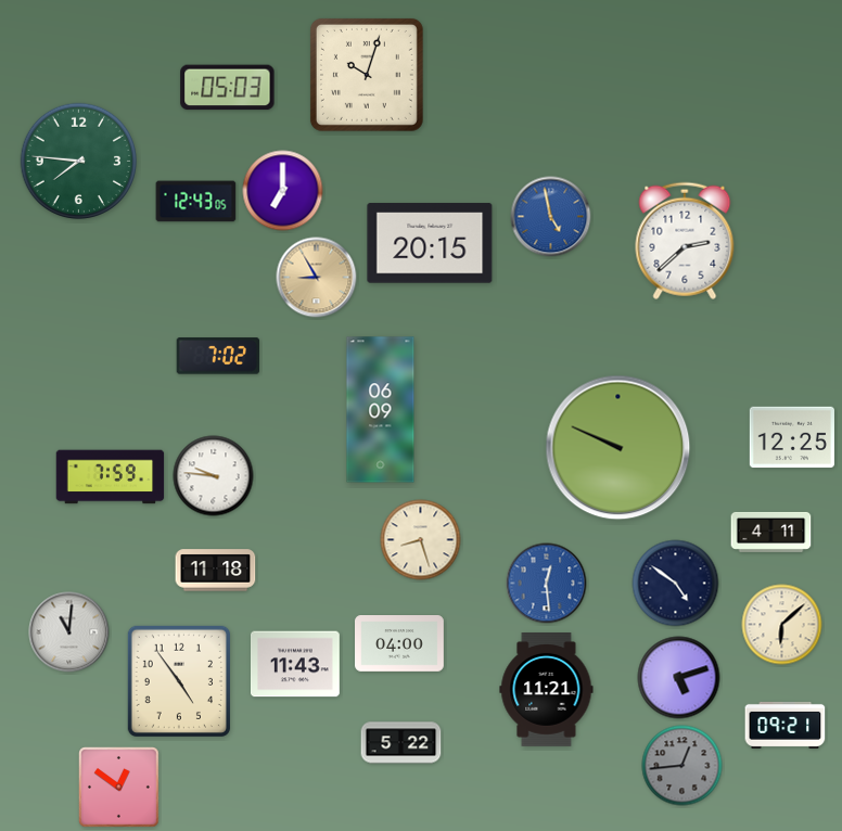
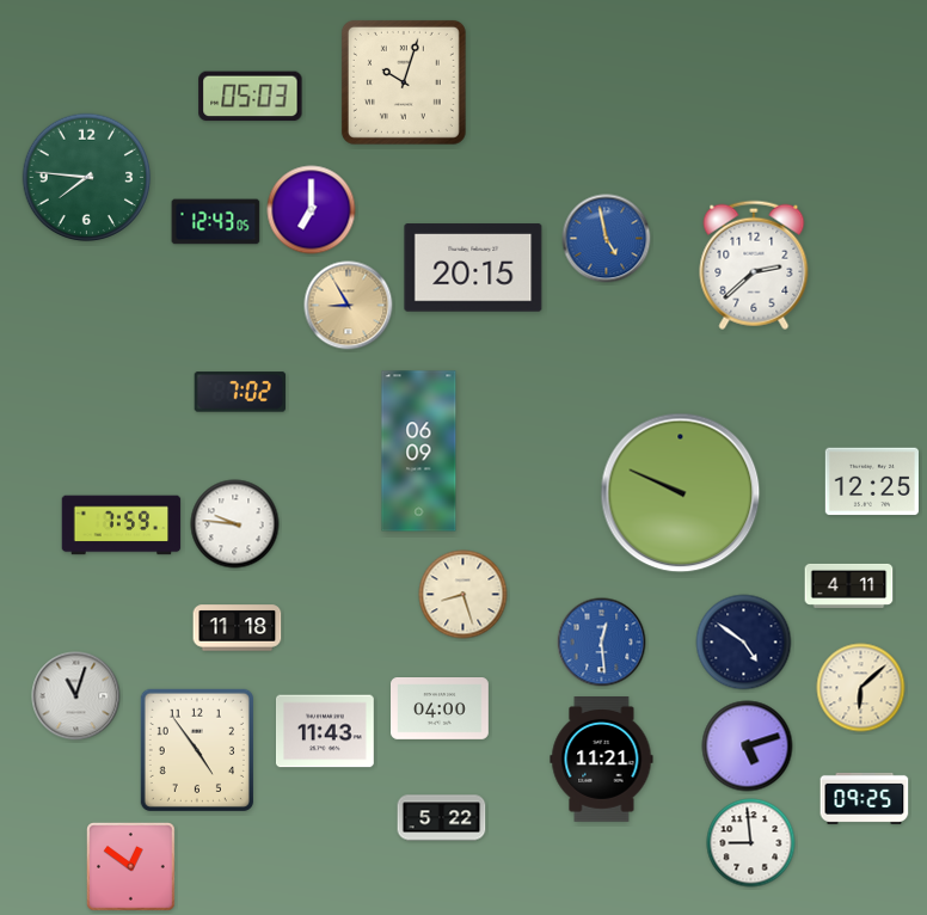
clock at (69, 632): 11:01 -> 11:03
clock at (786, 725): 09:21 -> 09:25
clock at (682, 766): 12:44 -> 8:59
clock at (682, 766) dial: grey -> white
